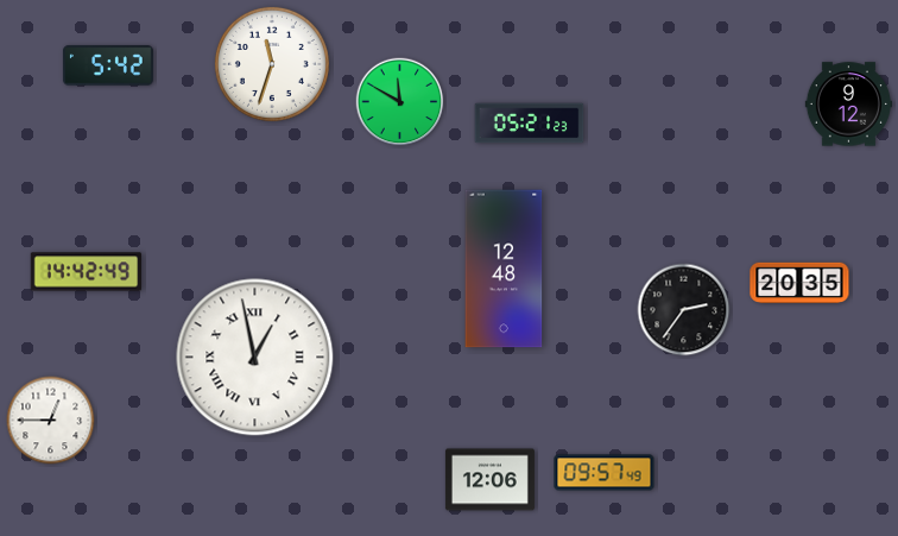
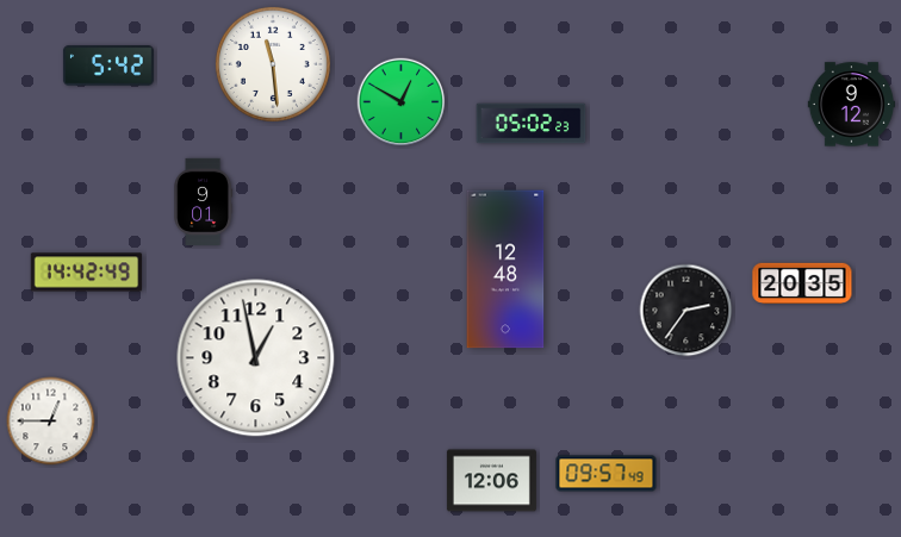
clock at (272, 64): 11:33 -> 11:29
clock at (400, 102): 11:50 -> 12:50
clock at (530, 124): 05:21 -> 05:02
clock at (203, 201): none -> 9:01
clock at (255, 358) numerals: Roman -> Arabic
